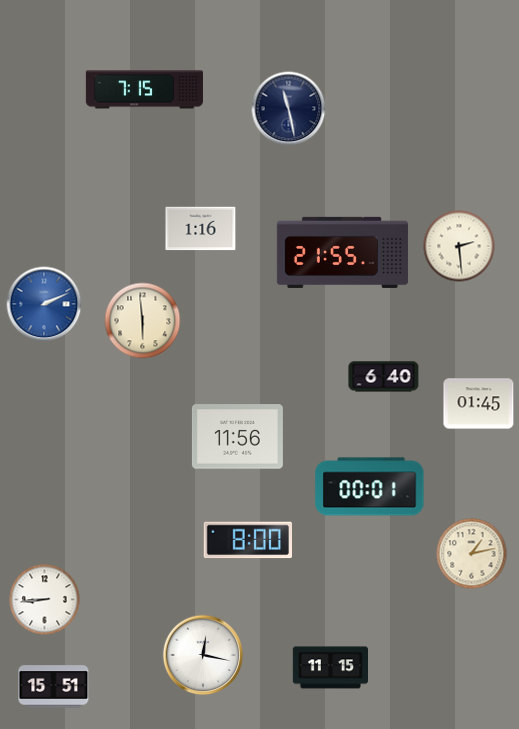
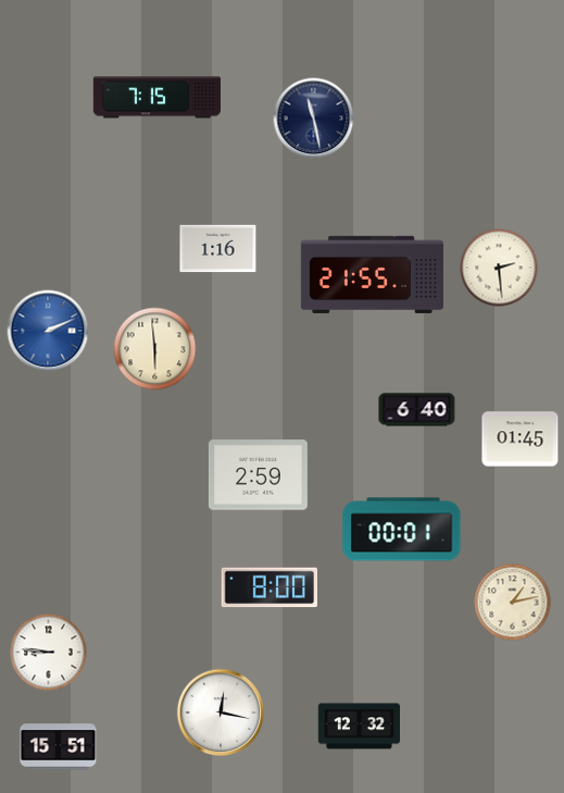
clock at (237, 437): 11:56 -> 2:59
clock at (45, 600): 8:44 -> 8:46
clock at (330, 668): 11:15 -> 12:32
